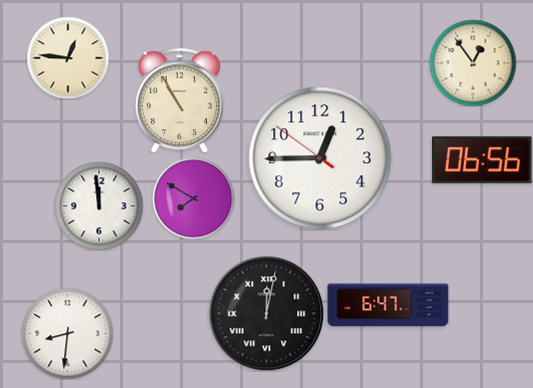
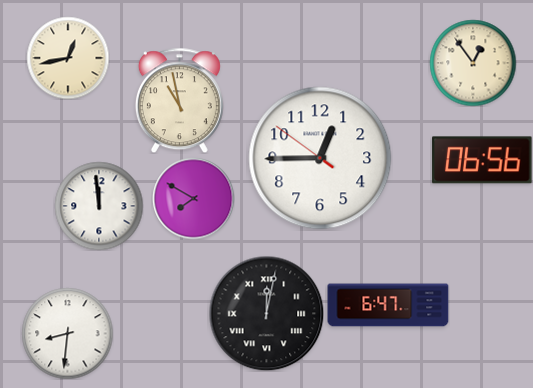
clock at (68, 58): 12:46 -> 12:43
clock at (179, 100): 10:55 -> 10:58
